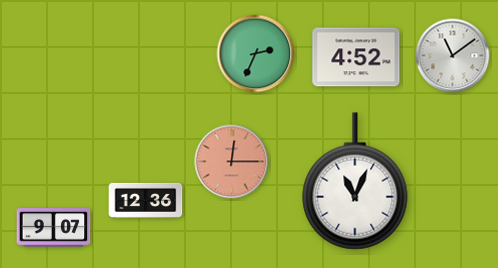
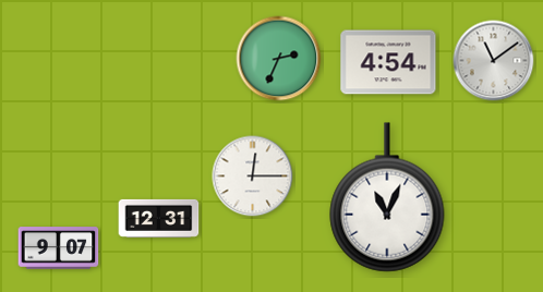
clock at (356, 57): 4:52 -> 4:54
clock at (232, 162) dial: salmon -> white
clock at (146, 200): 12:36 -> 12:31
